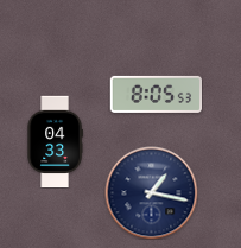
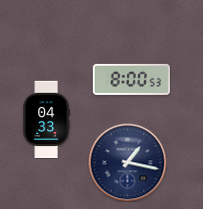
clock at (156, 94): 8:05 -> 8:00
